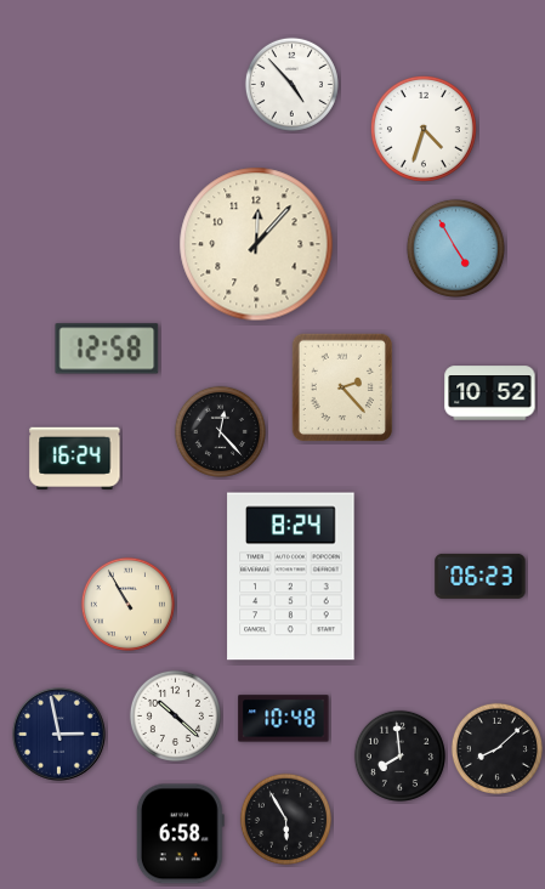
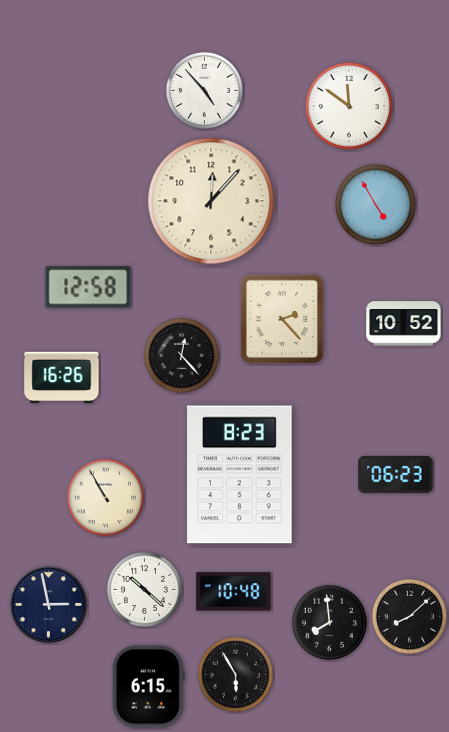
clock at (291, 84) position: (291, 84) -> (204, 90)
clock at (424, 129): 4:33 -> 11:51
clock at (75, 459): 16:24 -> 16:26
clock at (291, 577): 8:24 -> 8:23
clock at (180, 834): 6:58 -> 6:15
